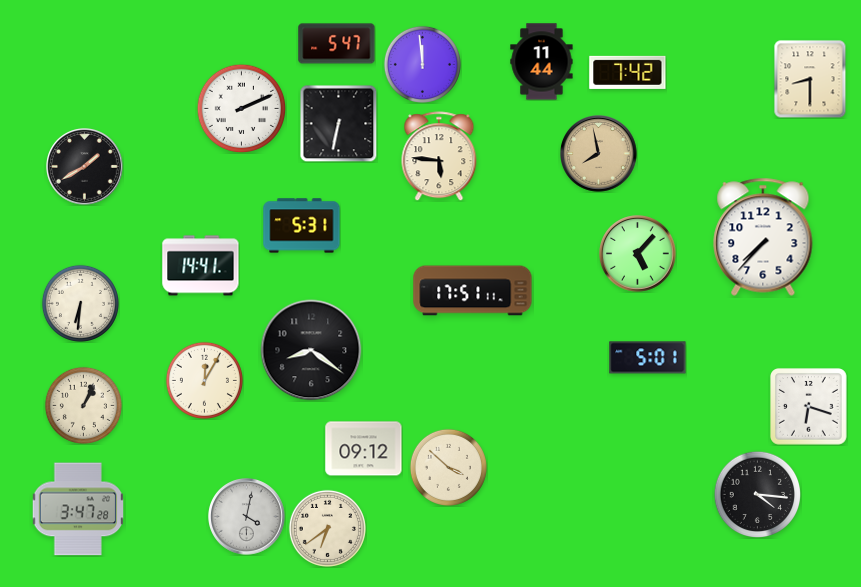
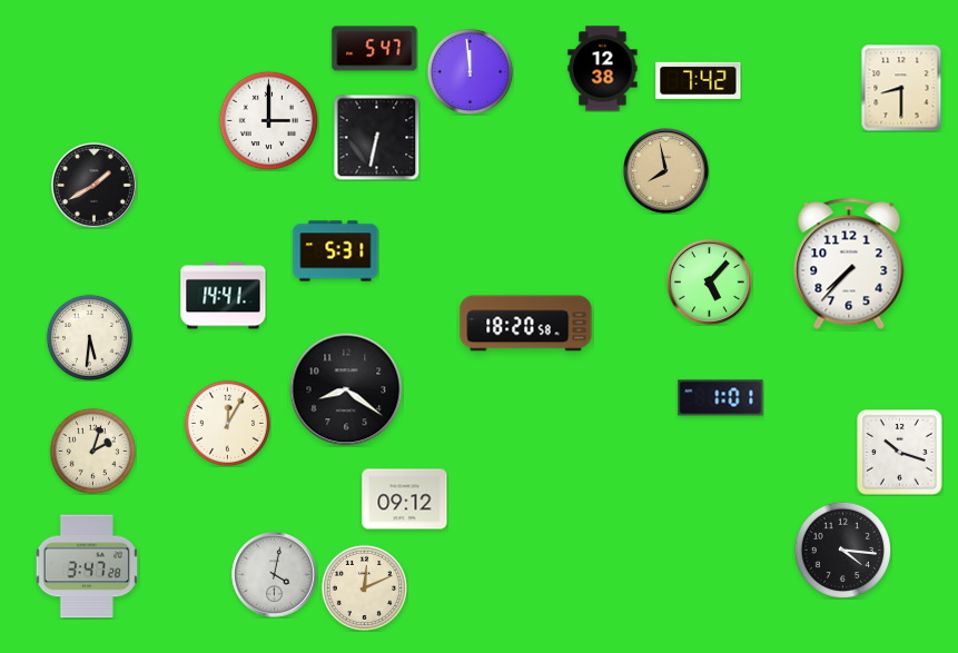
clock at (542, 62): 11:44 -> 12:38
clock at (241, 108): 2:11 -> 3:00
clock at (439, 156): 5:46 -> none
clock at (473, 291): 17:51 -> 18:20
clock at (80, 303): 6:31 -> 5:31
clock at (648, 358): 5:01 -> 1:01
clock at (83, 405): 1:04 -> 2:03
clock at (809, 407): 6:18 -> 10:18
clock at (448, 467): 3:52 -> none
clock at (327, 528): 6:39 -> 12:11
